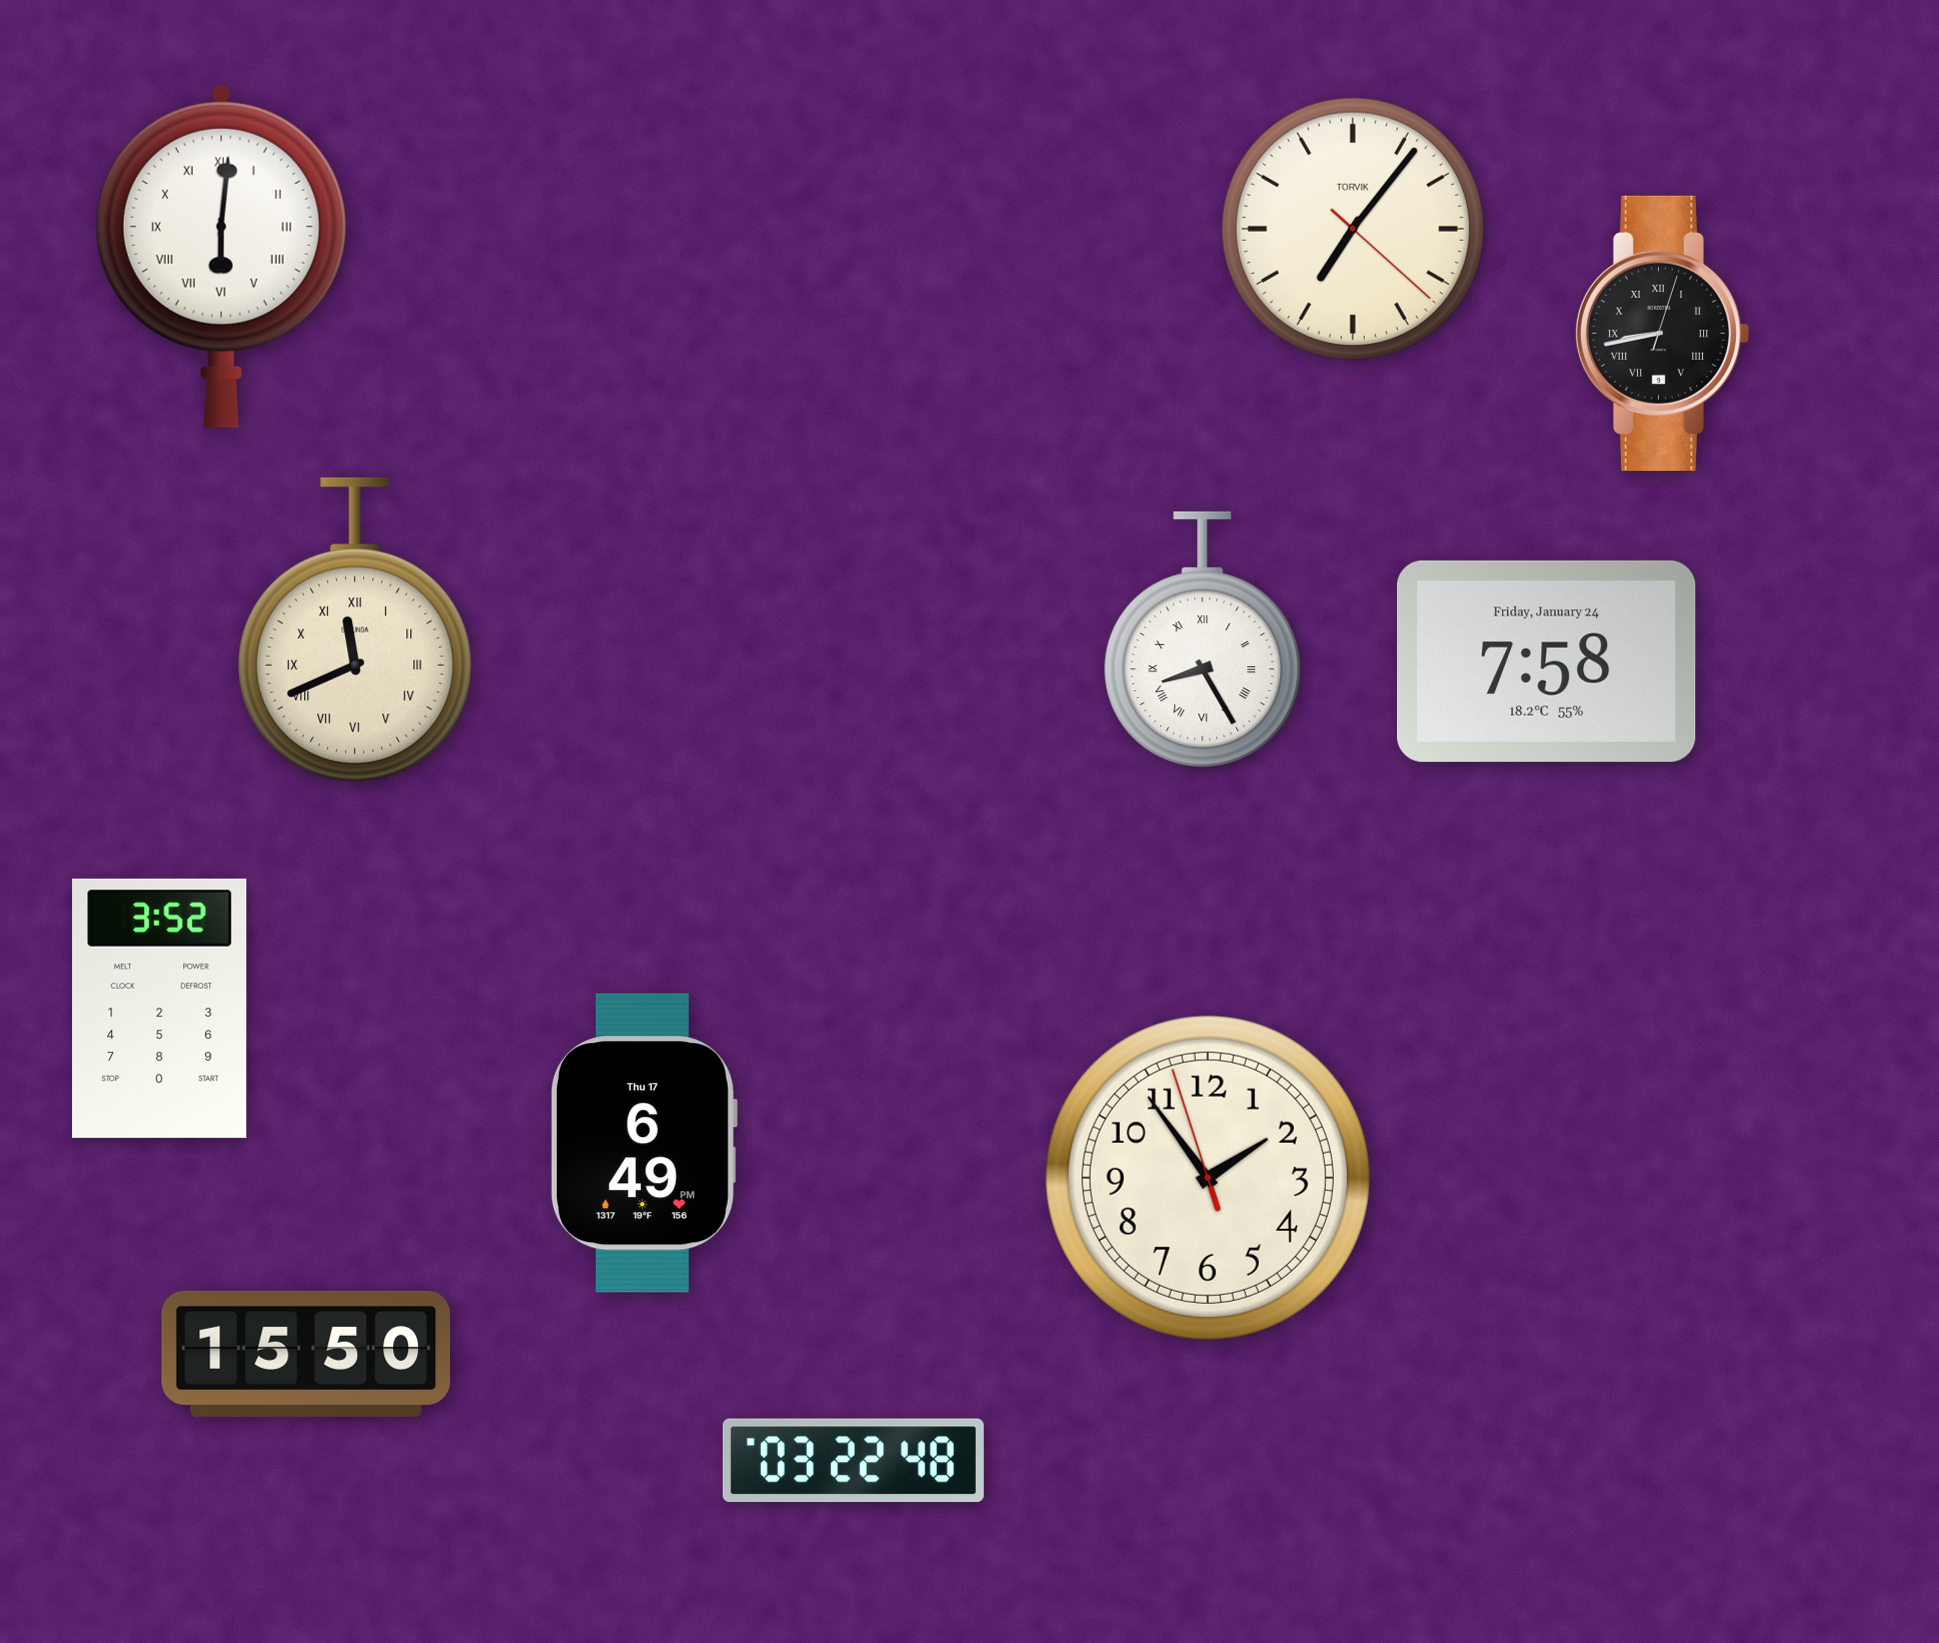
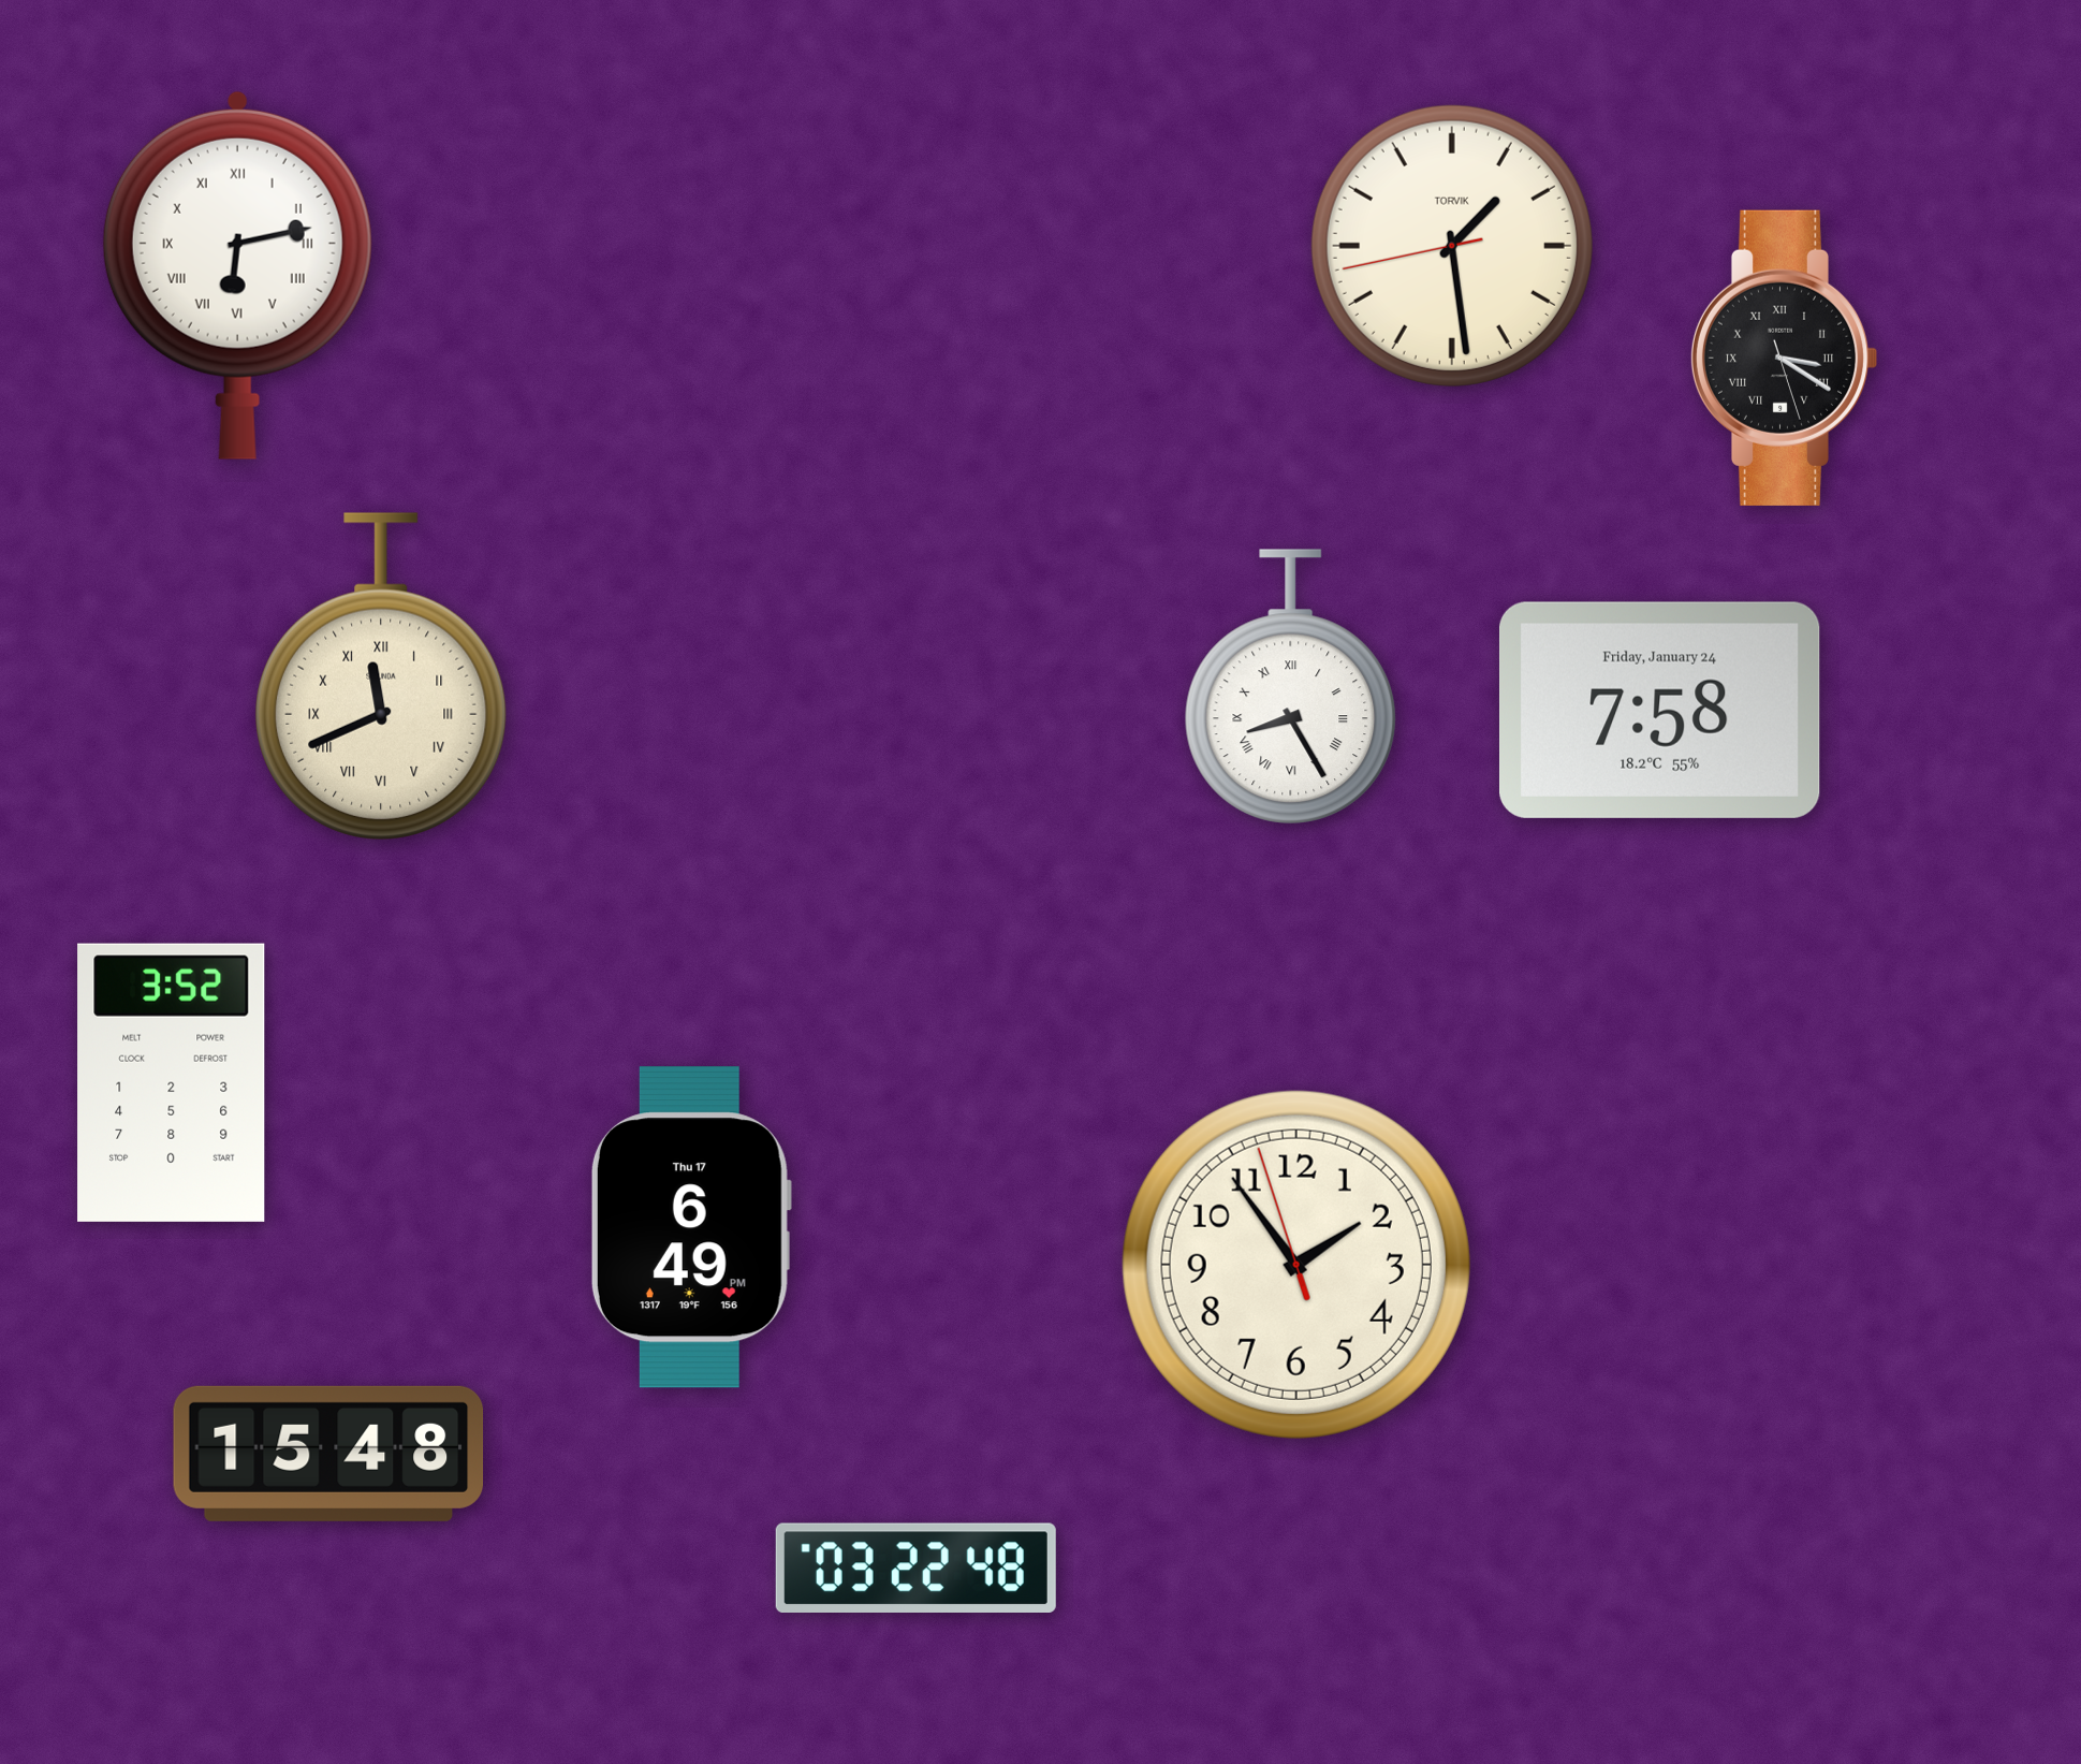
clock at (1353, 229): 7:06 -> 1:28
clock at (221, 256): 6:01 -> 6:13
clock at (1662, 333): 8:43 -> 3:20
clock at (306, 1354): 15:50 -> 15:48
